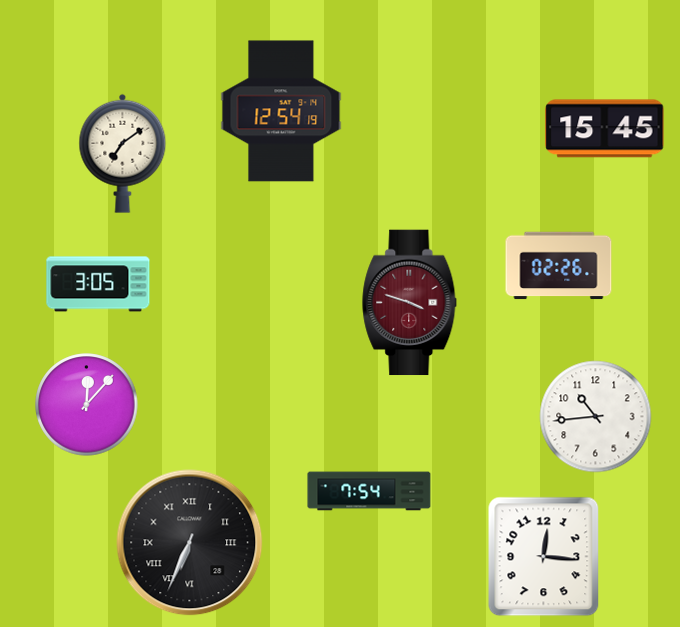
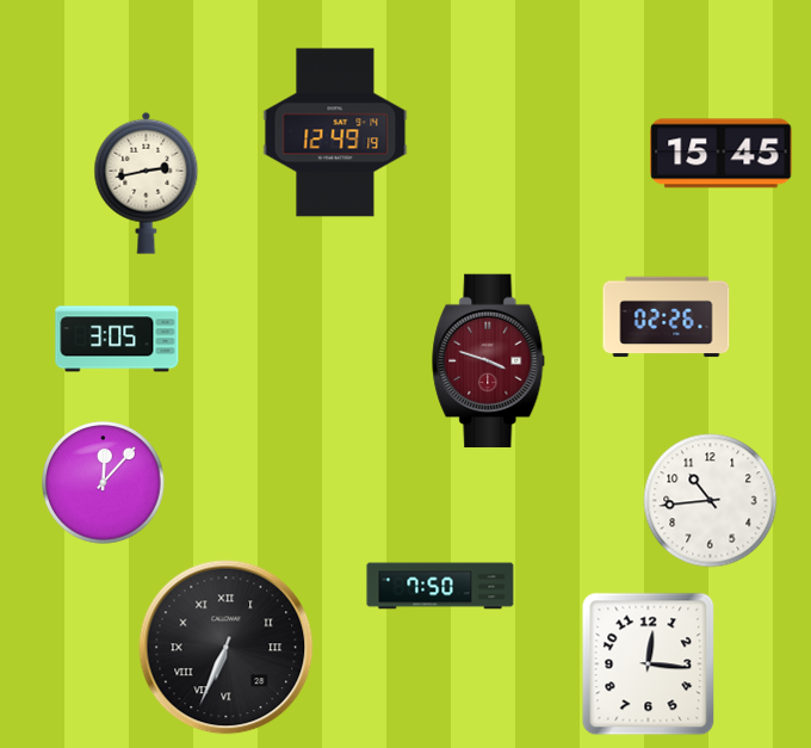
clock at (281, 111): 12:54 -> 12:49
clock at (123, 153): 7:09 -> 2:43
clock at (596, 417) position: (596, 417) -> (711, 501)
clock at (369, 491): 7:54 -> 7:50
